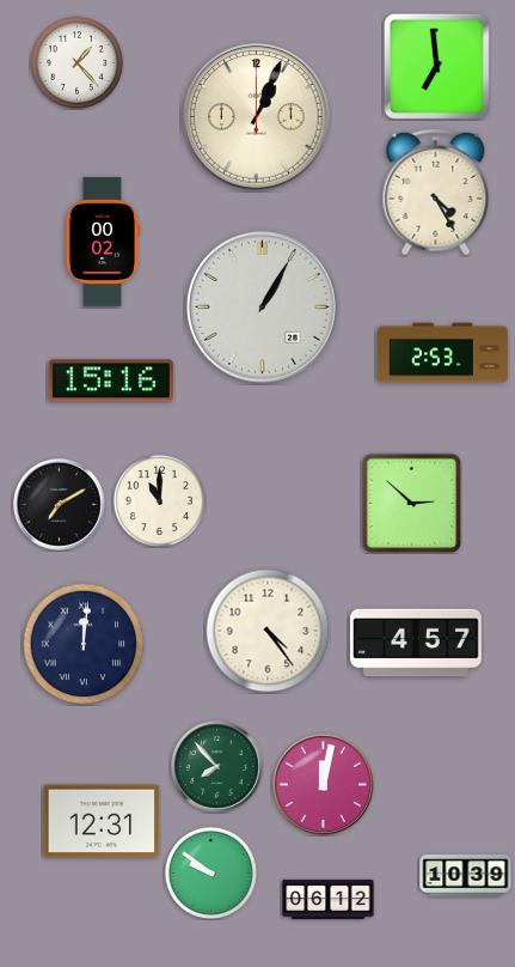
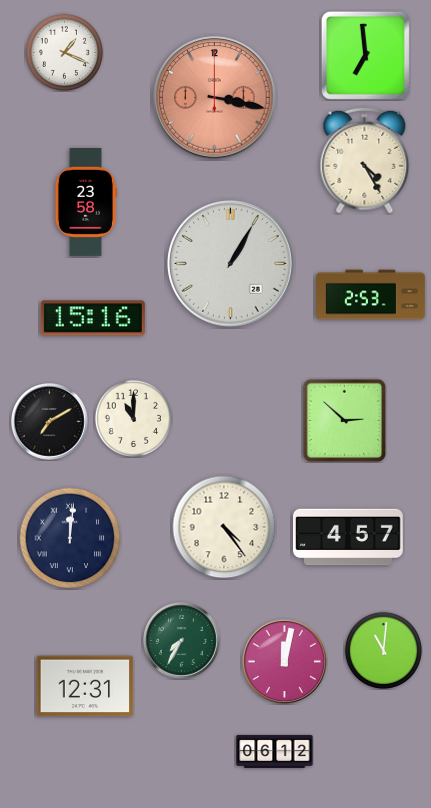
clock at (76, 62): 1:23 -> 1:19
clock at (257, 117): 1:04 -> 3:17
clock at (257, 117) dial: cream -> salmon
clock at (102, 242): 00:02 -> 23:58
clock at (263, 308) position: (263, 308) -> (231, 264)
clock at (217, 767): 7:53 -> 7:35
clock at (383, 650): none -> 11:01
clock at (323, 784) position: (323, 784) -> (284, 661)
clock at (210, 872): 9:51 -> none
clock at (466, 875): 10:39 -> none
